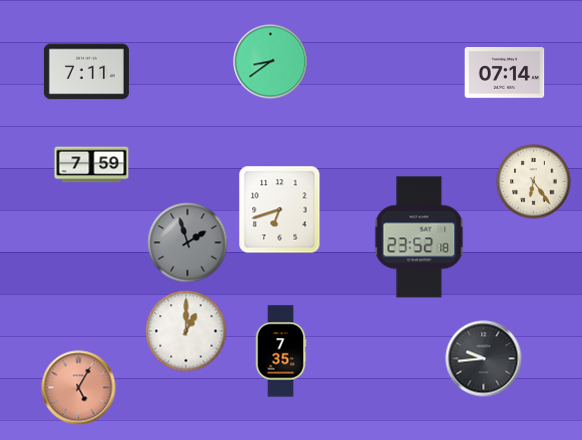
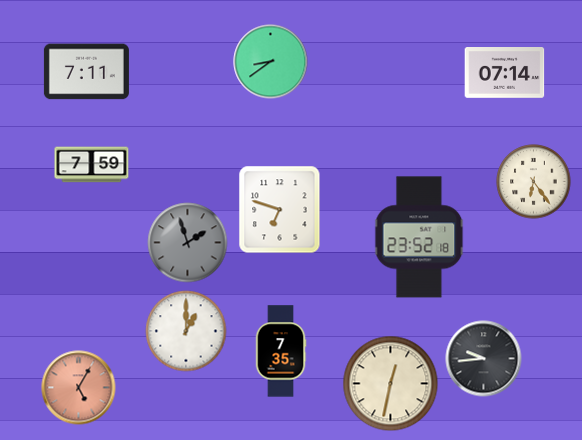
clock at (280, 210): 6:42 -> 6:48
clock at (391, 384): none -> 12:32
